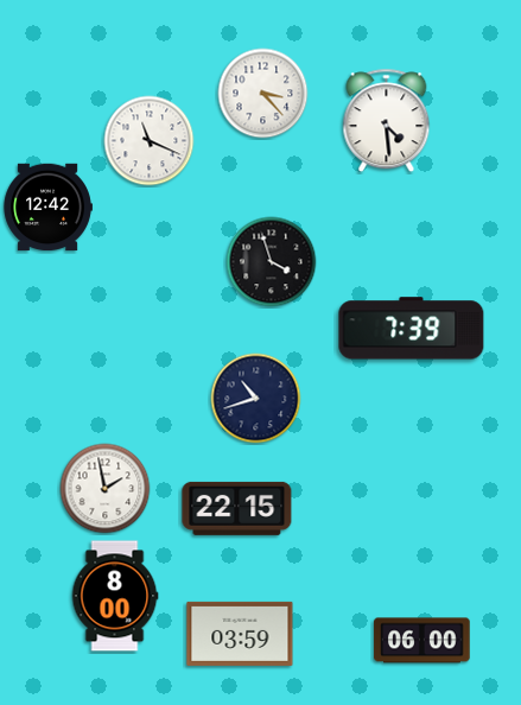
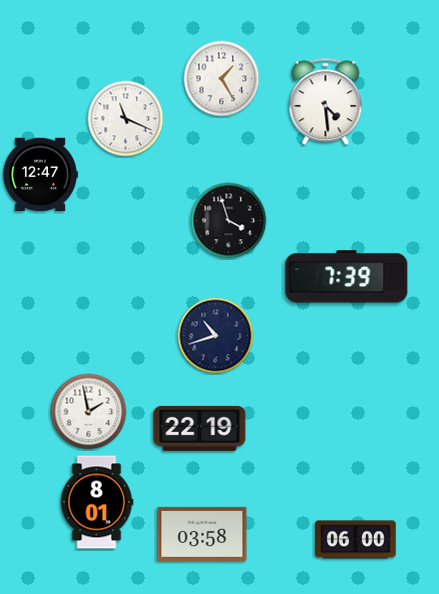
clock at (263, 94): 3:23 -> 1:25
clock at (47, 208): 12:42 -> 12:47
clock at (237, 508): 22:15 -> 22:19
clock at (115, 596): 8:00 -> 8:01
clock at (240, 634): 03:59 -> 03:58
